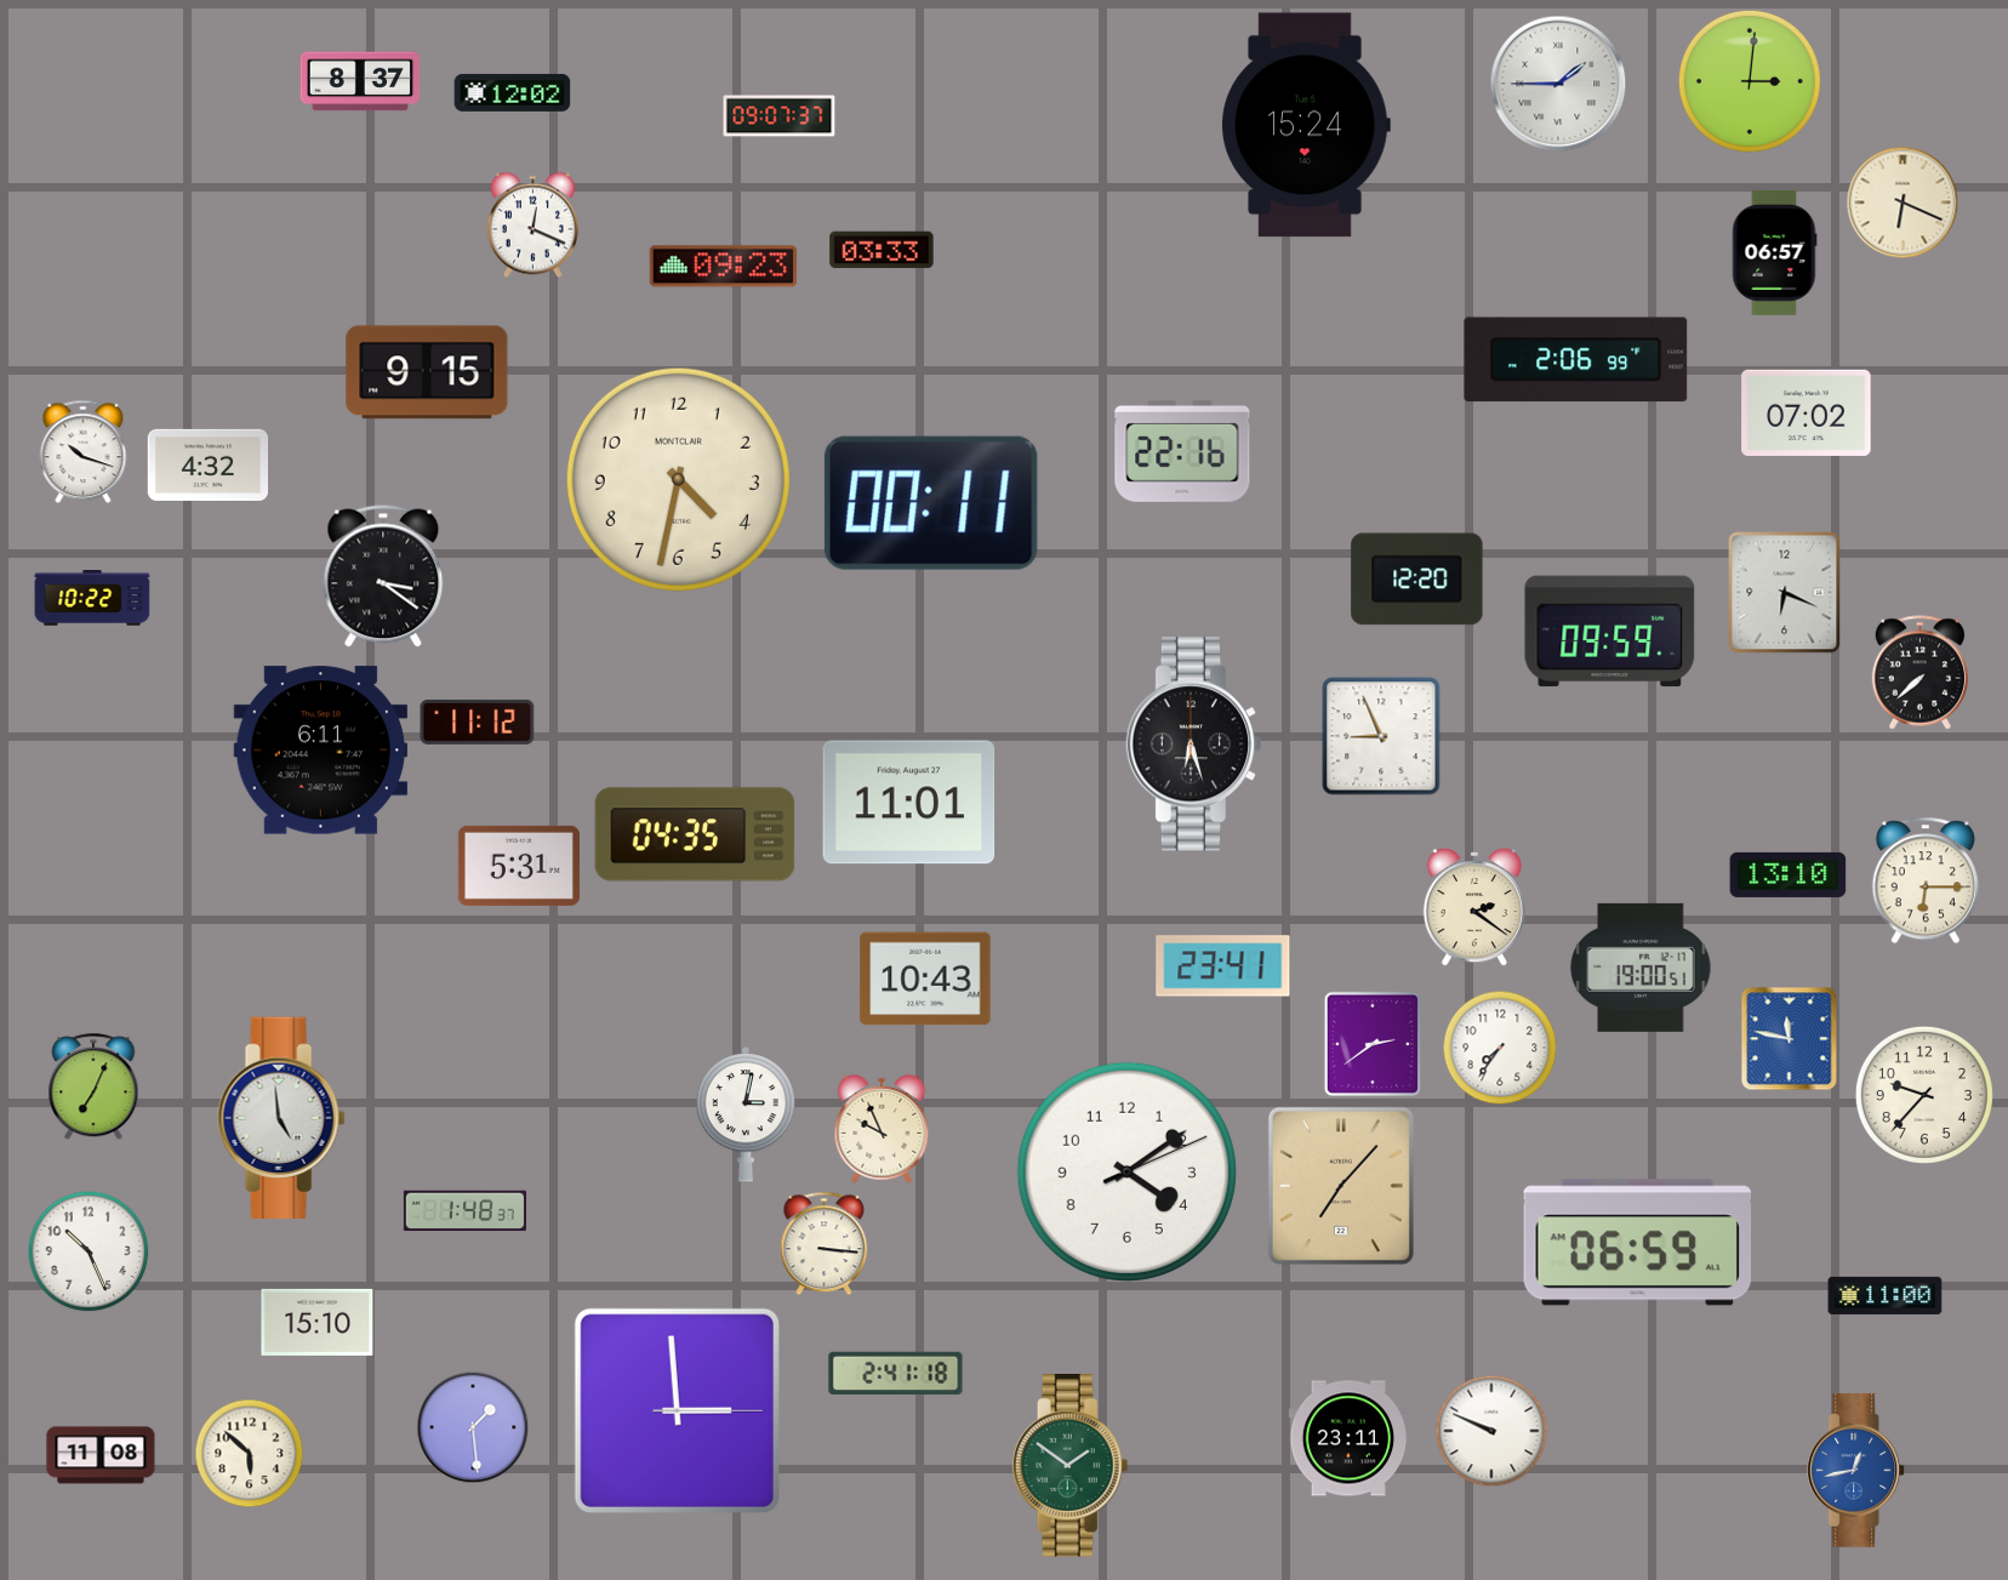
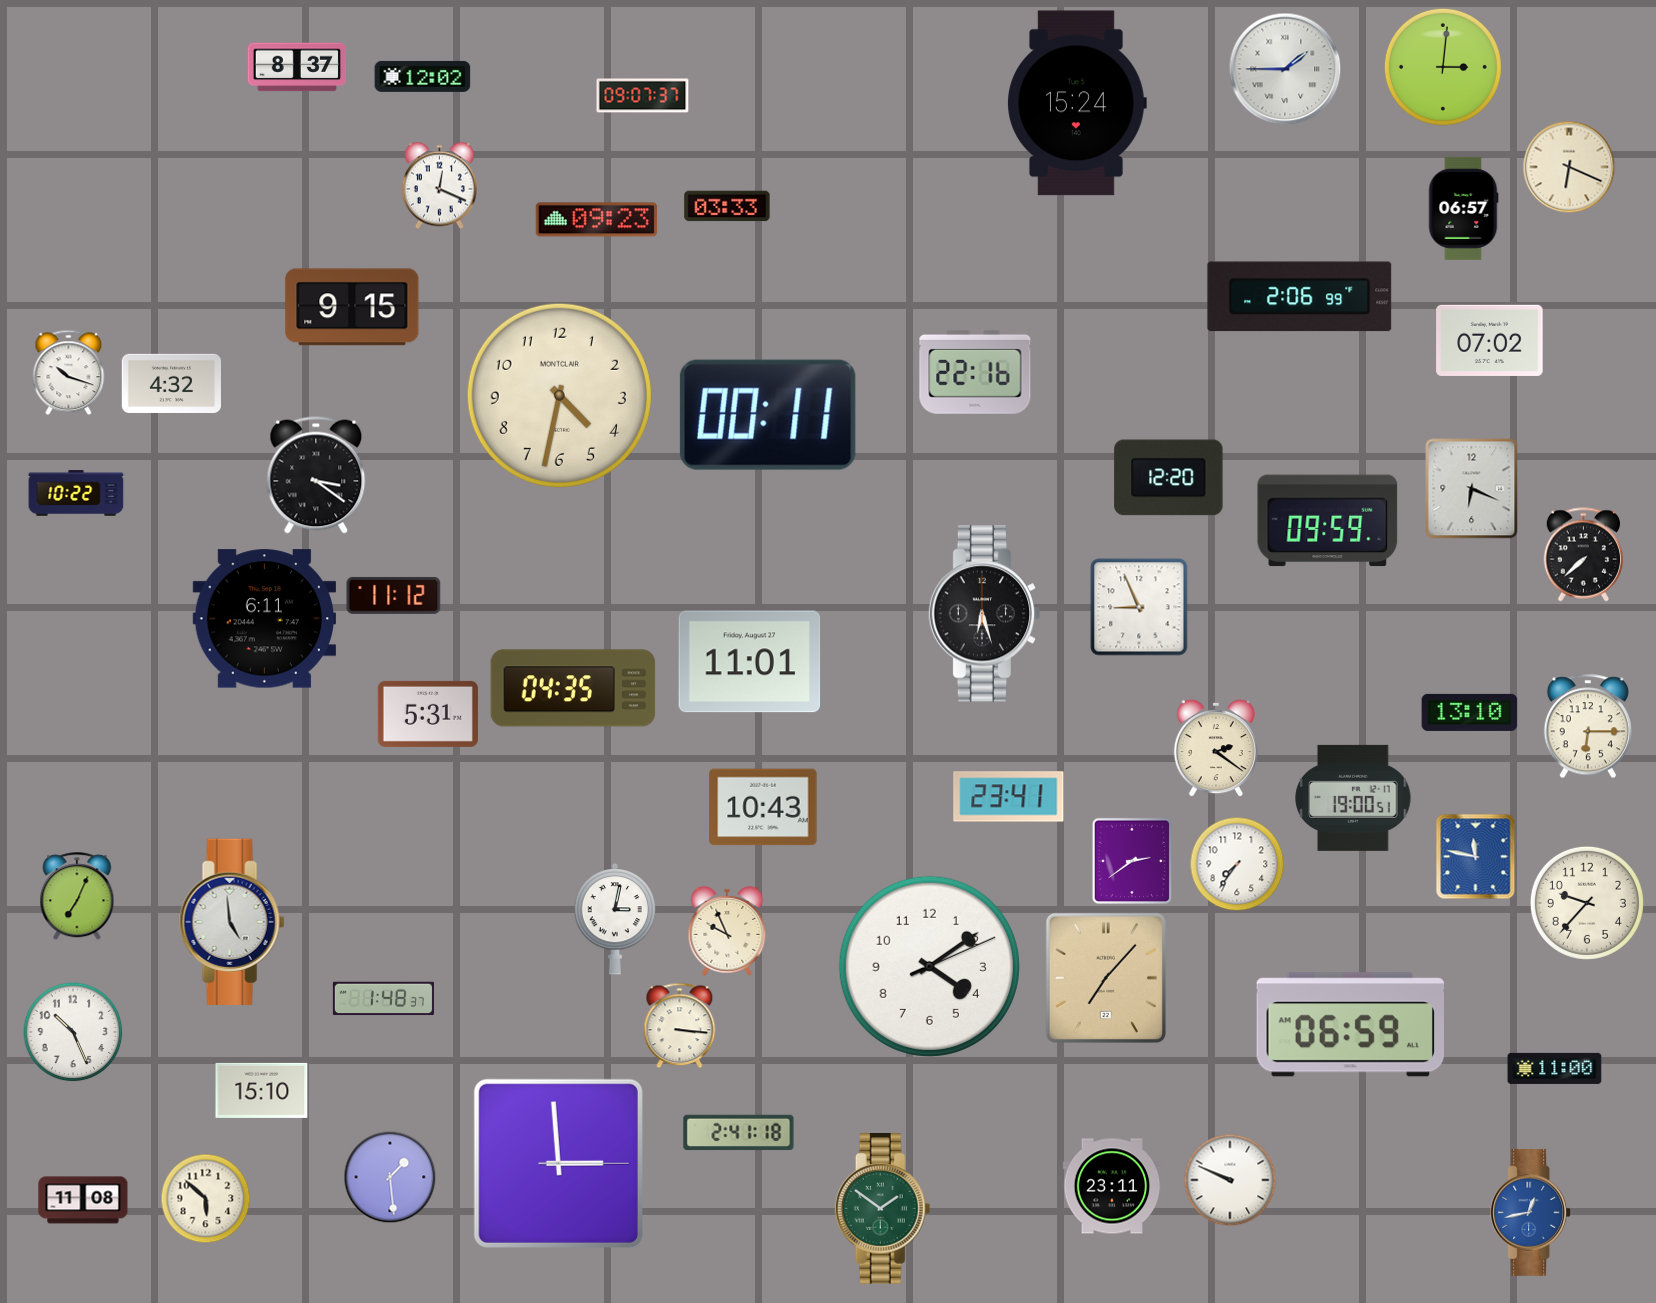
clock at (1789, 874) position: (1789, 874) -> (1470, 712)
